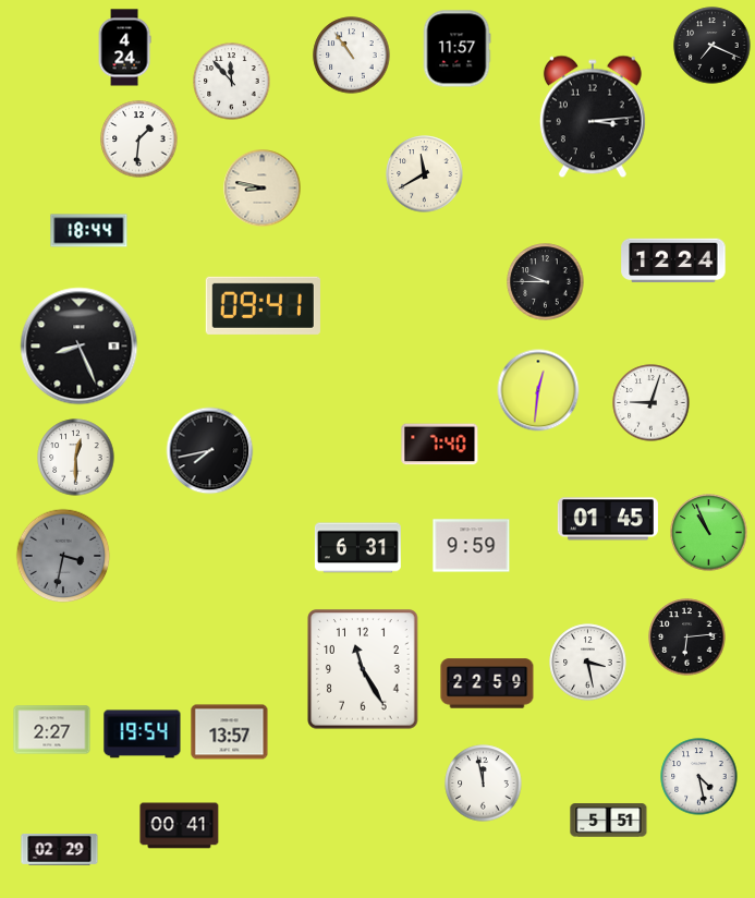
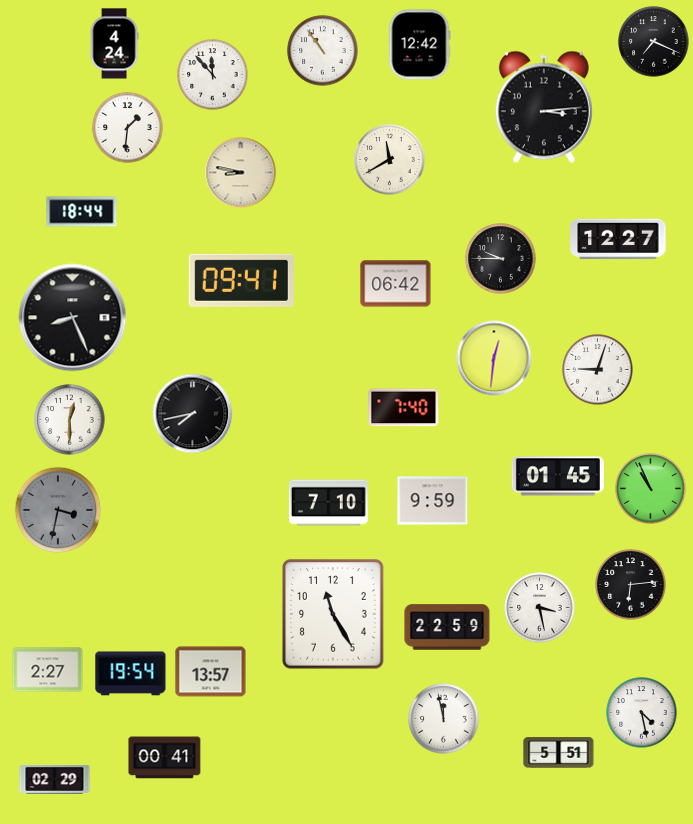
clock at (456, 49): 11:57 -> 12:42
clock at (673, 260): 12:24 -> 12:27
clock at (396, 284): none -> 06:42
clock at (357, 548): 6:31 -> 7:10
